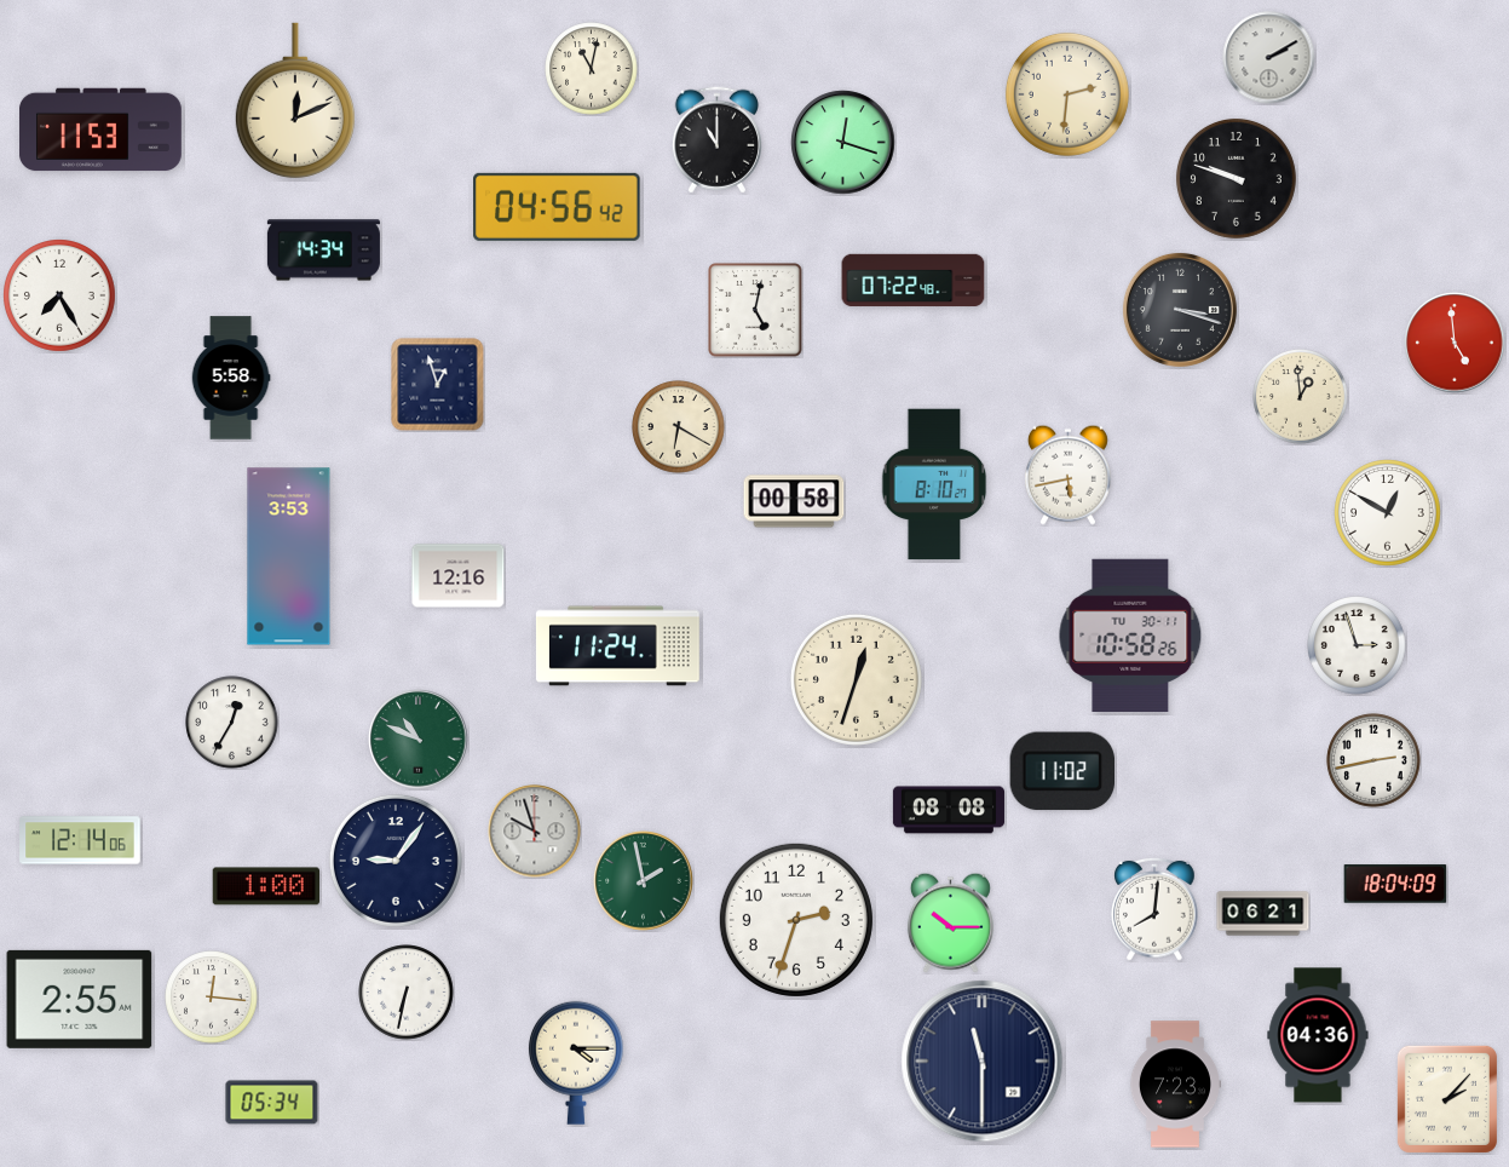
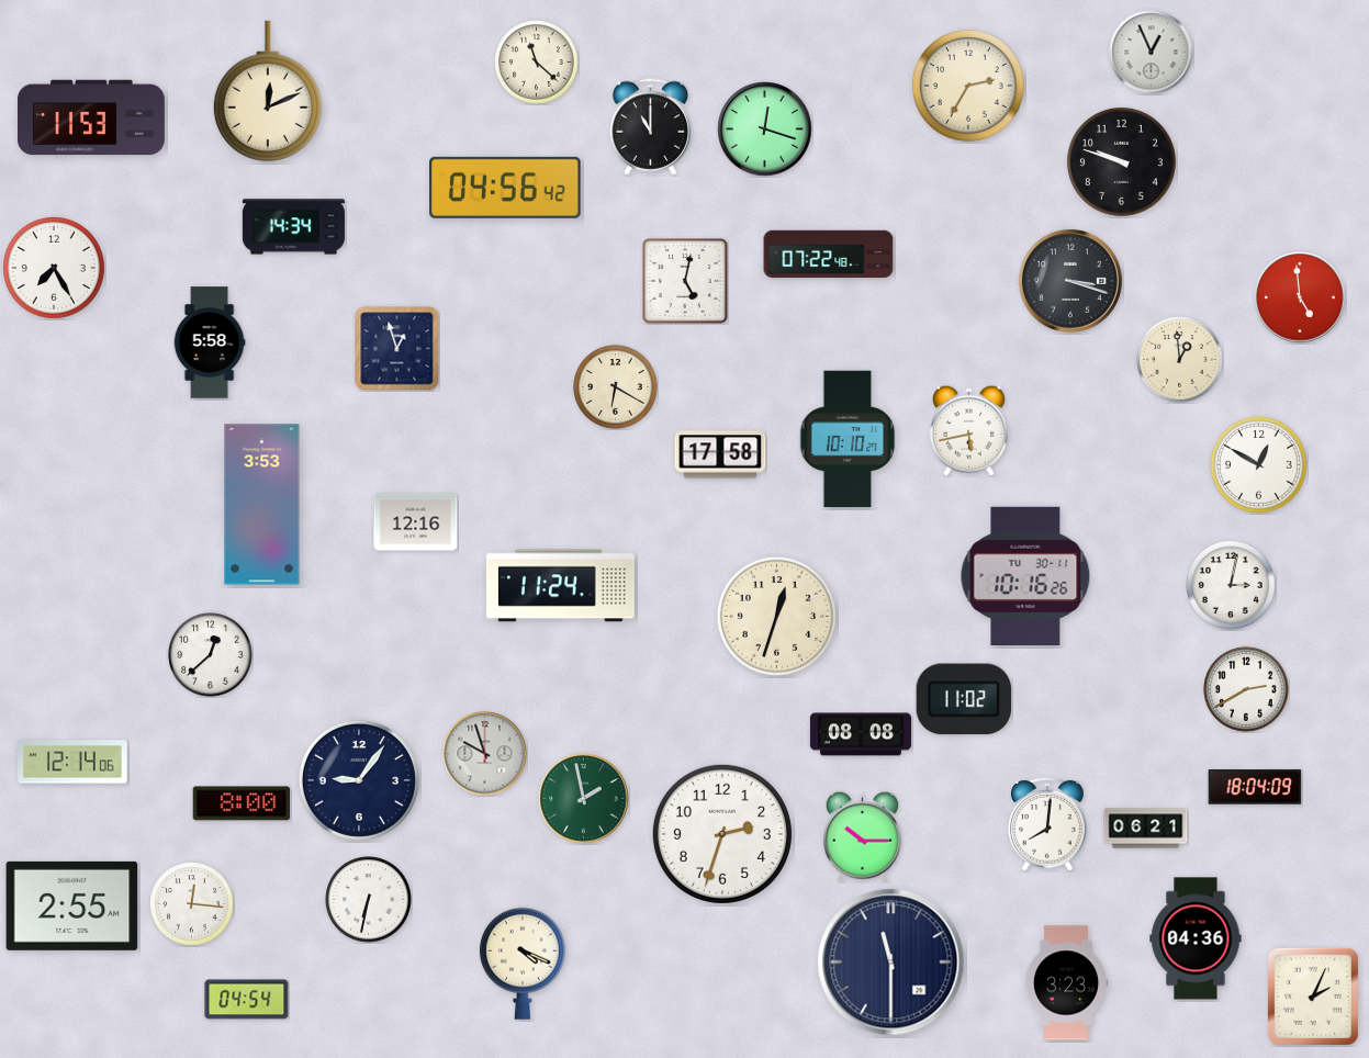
clock at (1269, 58): 2:10 -> 12:56
clock at (592, 69): 11:02 -> 11:22
clock at (1067, 94): 2:31 -> 2:35
clock at (1455, 343) position: (1455, 343) -> (1300, 297)
clock at (934, 484): 8:10 -> 10:10
clock at (794, 501): 00:58 -> 17:58
clock at (1130, 634): 10:58 -> 10:16
clock at (1357, 645): 2:57 -> 3:02
clock at (232, 723): 12:35 -> 12:38
clock at (419, 740): 10:49 -> none
clock at (1373, 760): 2:43 -> 2:40
clock at (1395, 884) position: (1395, 884) -> (1255, 787)
clock at (266, 886): 1:00 -> 8:00
clock at (576, 1063): 4:15 -> 4:19
clock at (1175, 1085): 7:23 -> 3:23
clock at (1447, 1099): 2:07 -> 2:04
clock at (272, 1103): 05:34 -> 04:54
